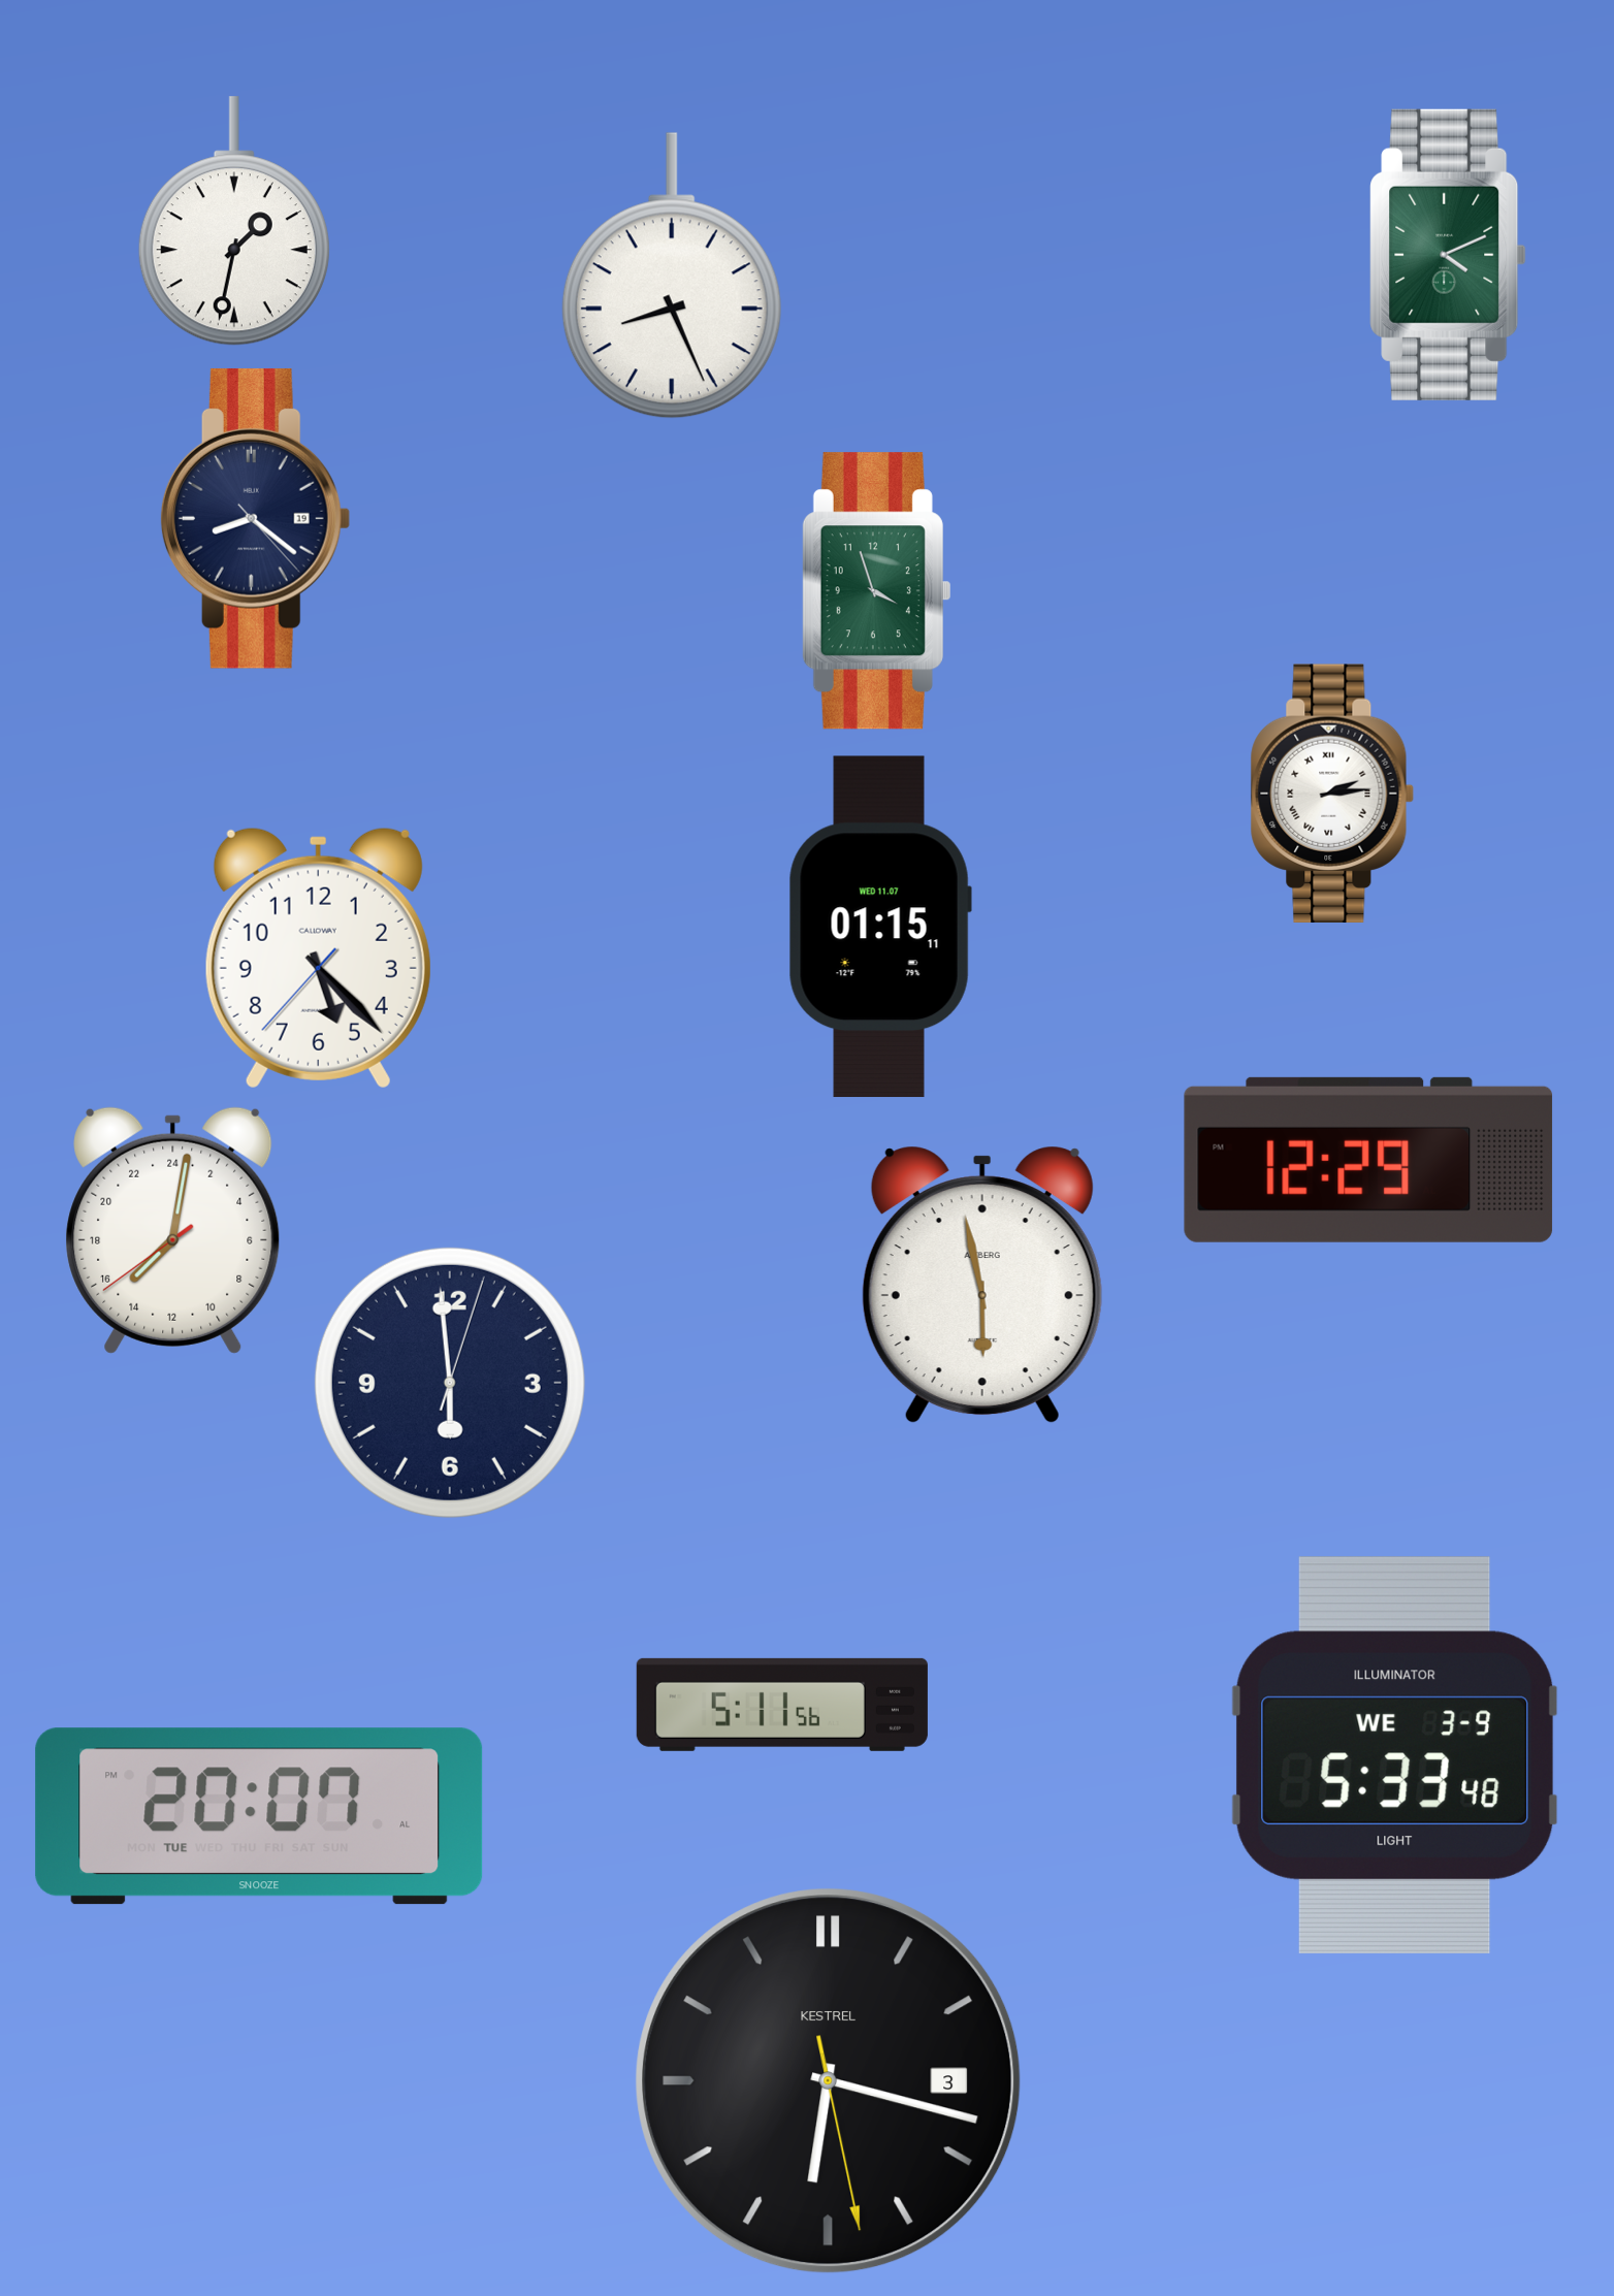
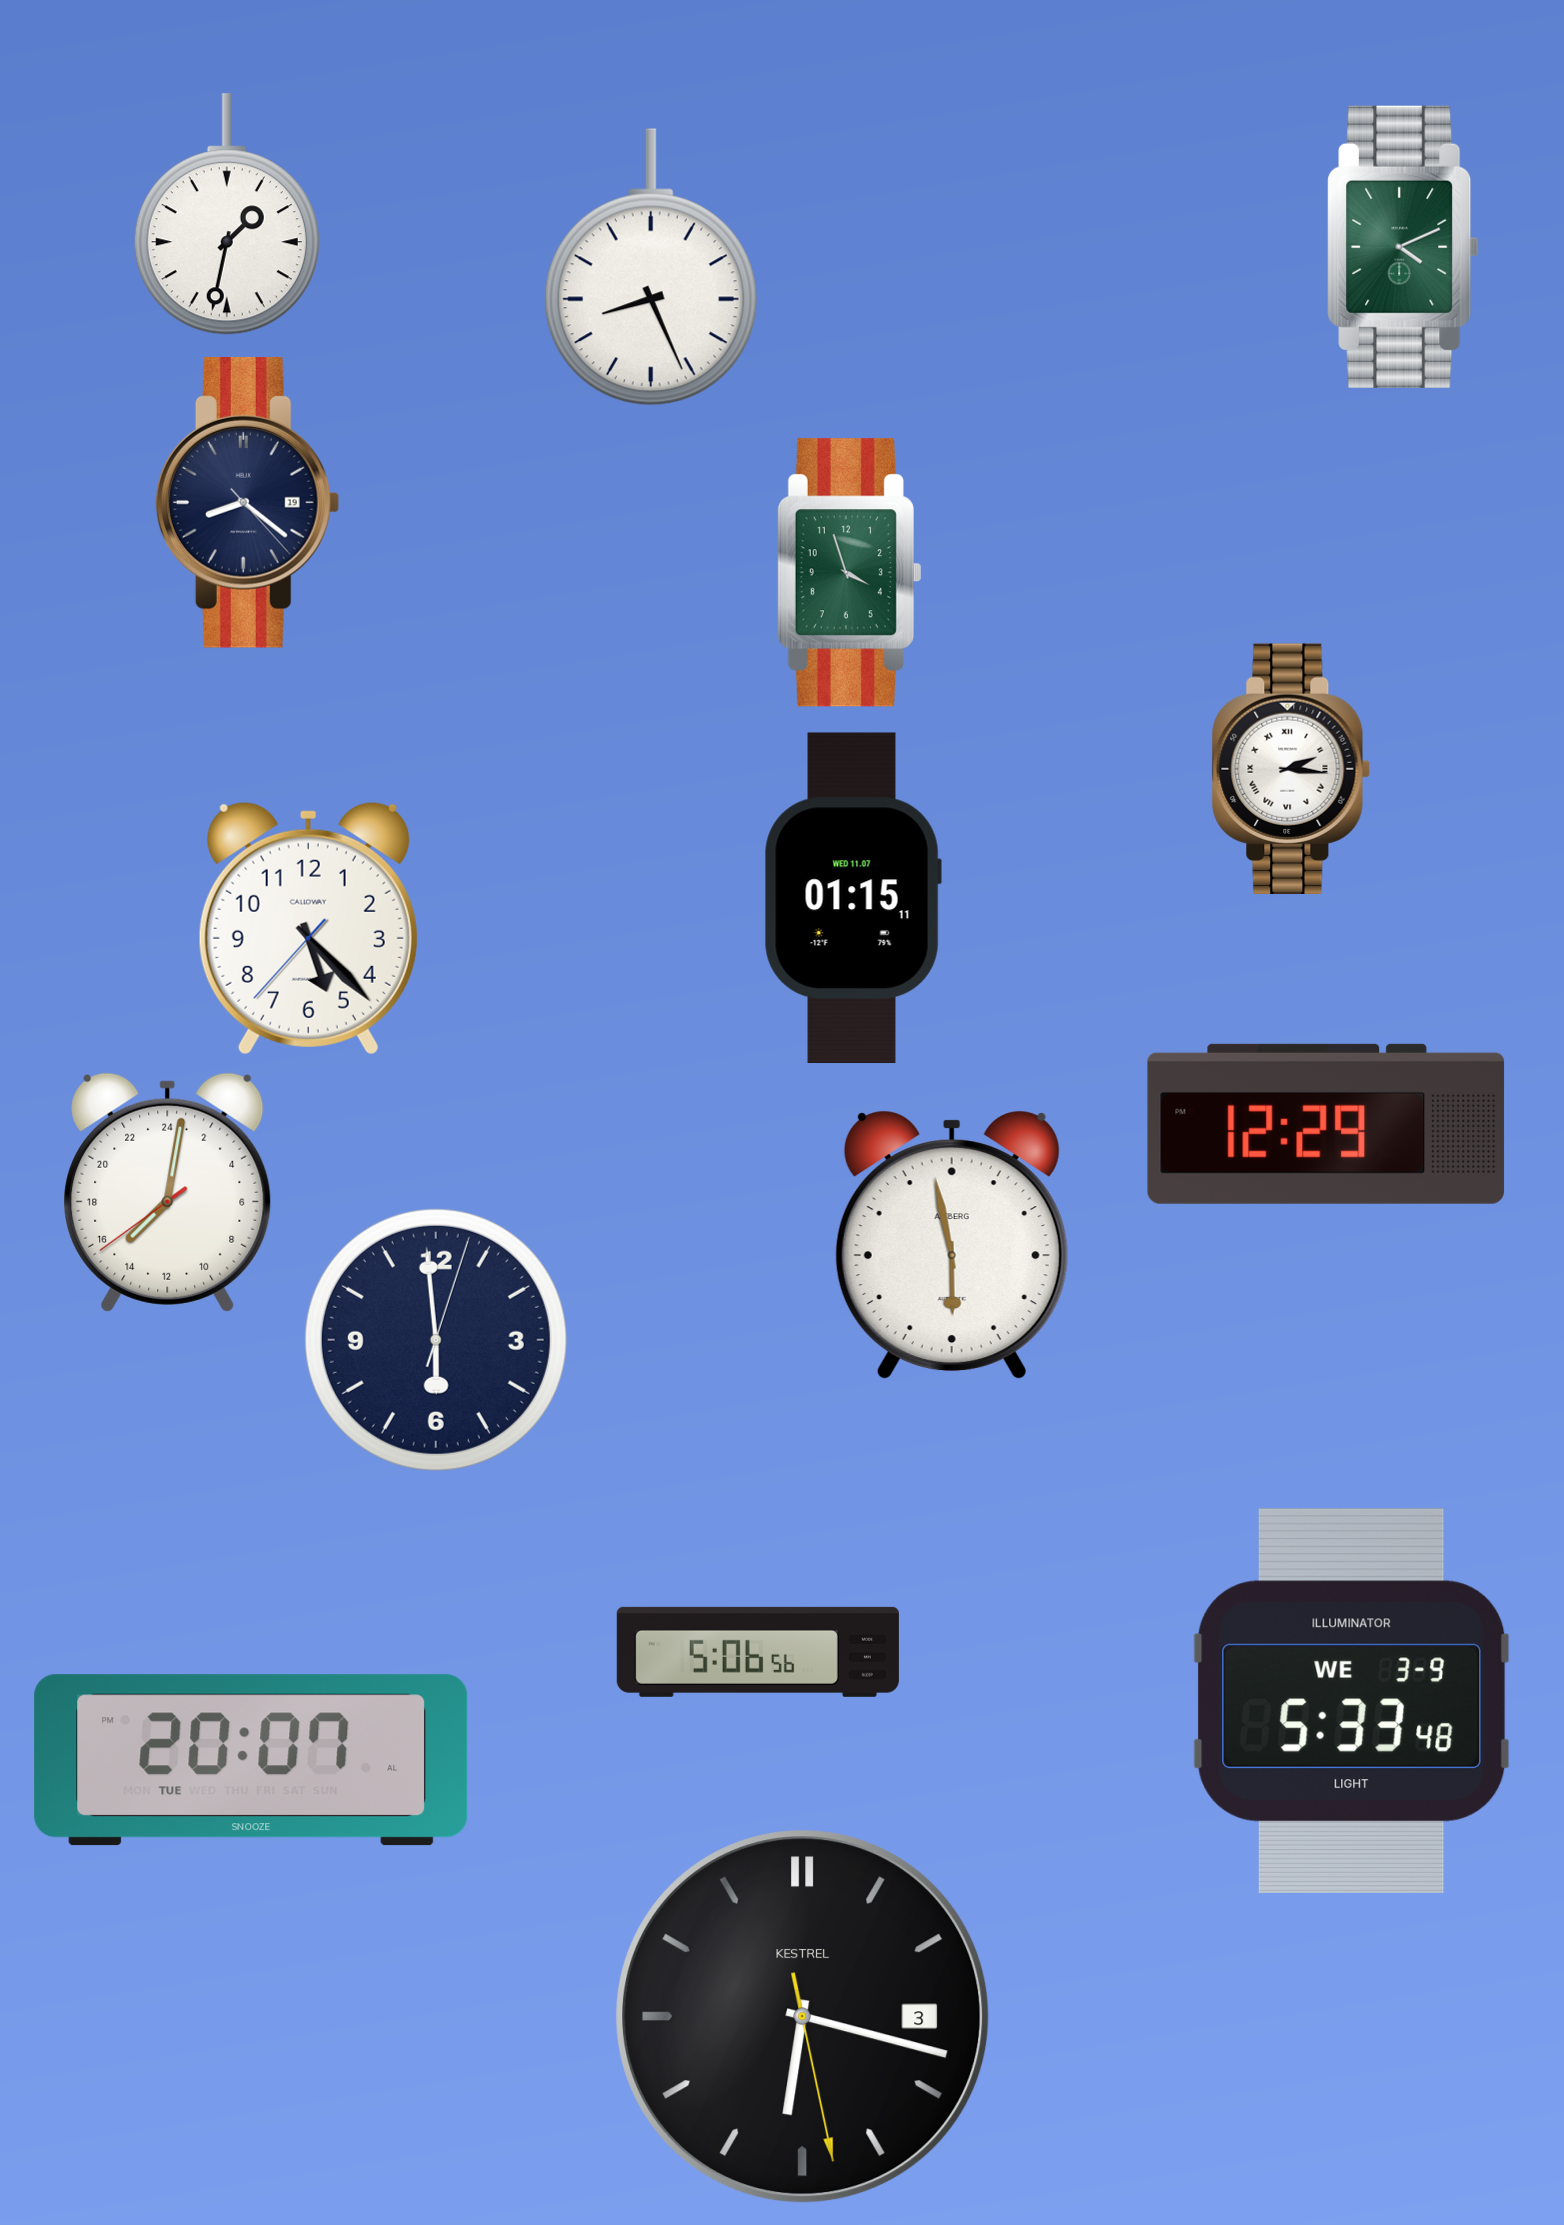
clock at (1332, 793): 2:14 -> 2:16
clock at (782, 1705): 5:11 -> 5:06
